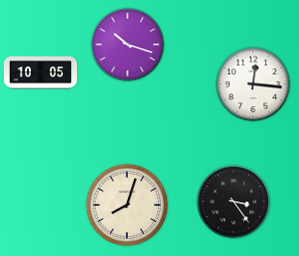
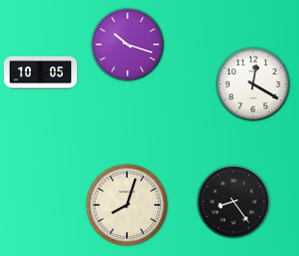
clock at (253, 84): 12:16 -> 12:20
clock at (234, 202): 3:24 -> 8:24
